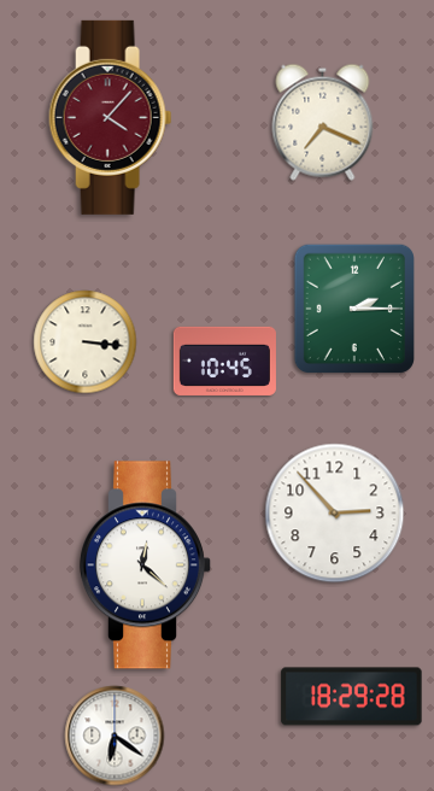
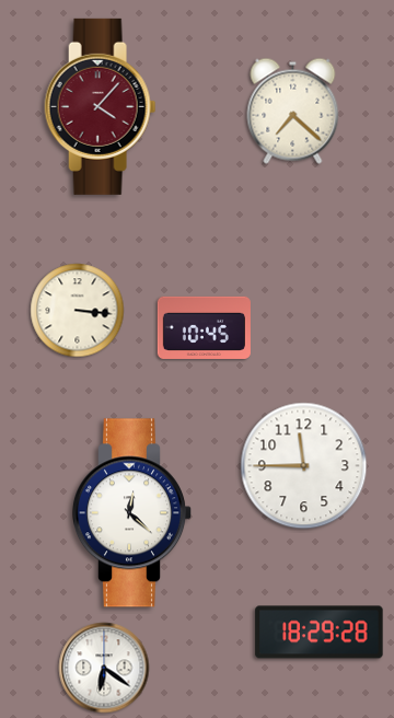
clock at (323, 122): 7:19 -> 7:22
clock at (353, 307): 2:15 -> none
clock at (335, 514): 2:53 -> 11:45
